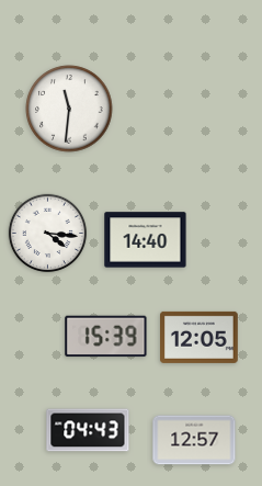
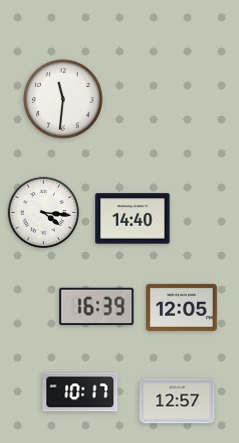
clock at (106, 337): 15:39 -> 16:39
clock at (88, 430): 04:43 -> 10:17
